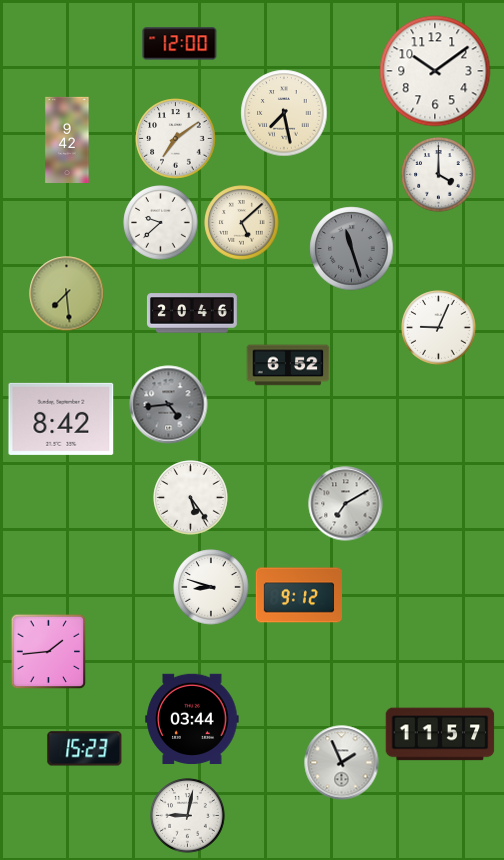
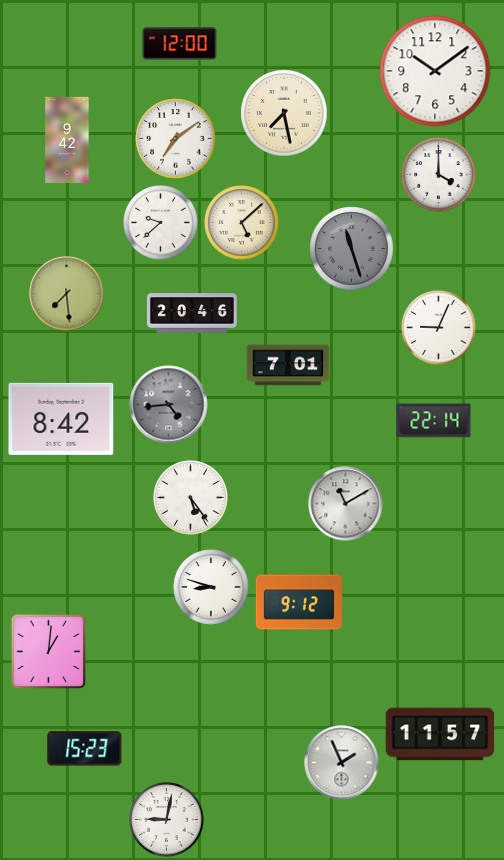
clock at (288, 365): 6:52 -> 7:01
clock at (434, 421): none -> 22:14
clock at (346, 504): 7:10 -> 11:10
clock at (298, 595) position: (298, 595) -> (298, 602)
clock at (49, 652): 1:44 -> 1:01
clock at (192, 718): 03:44 -> none
clock at (188, 816) position: (188, 816) -> (167, 820)
